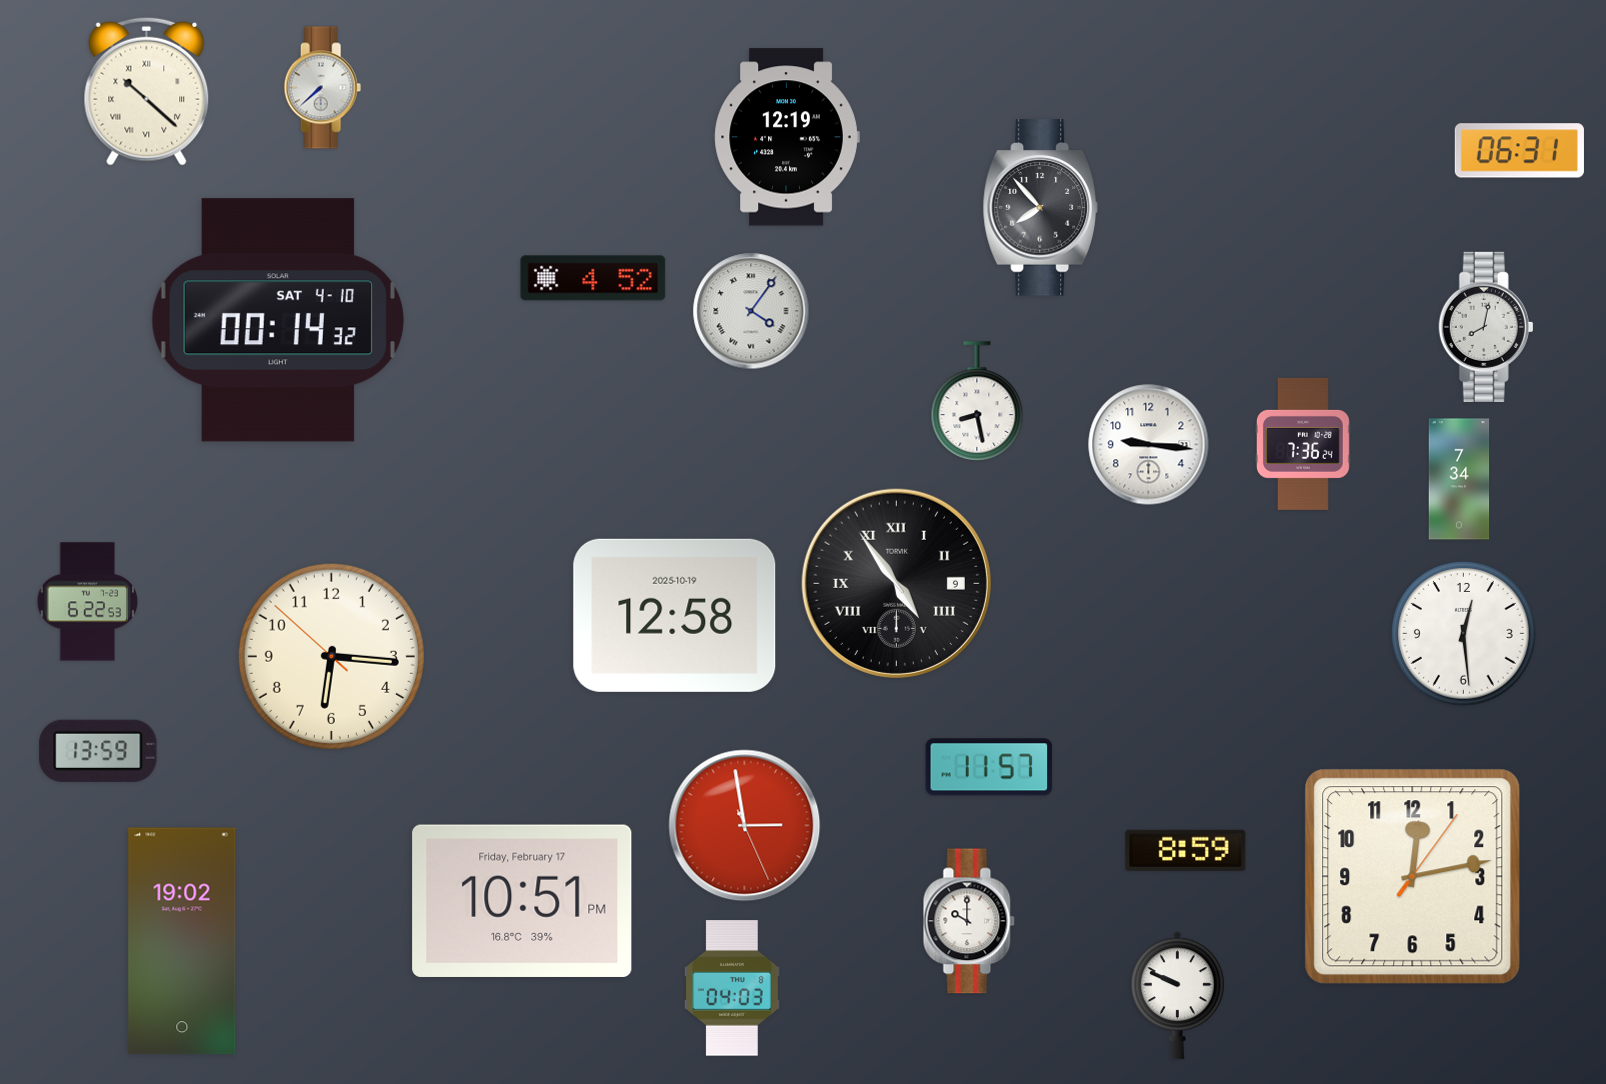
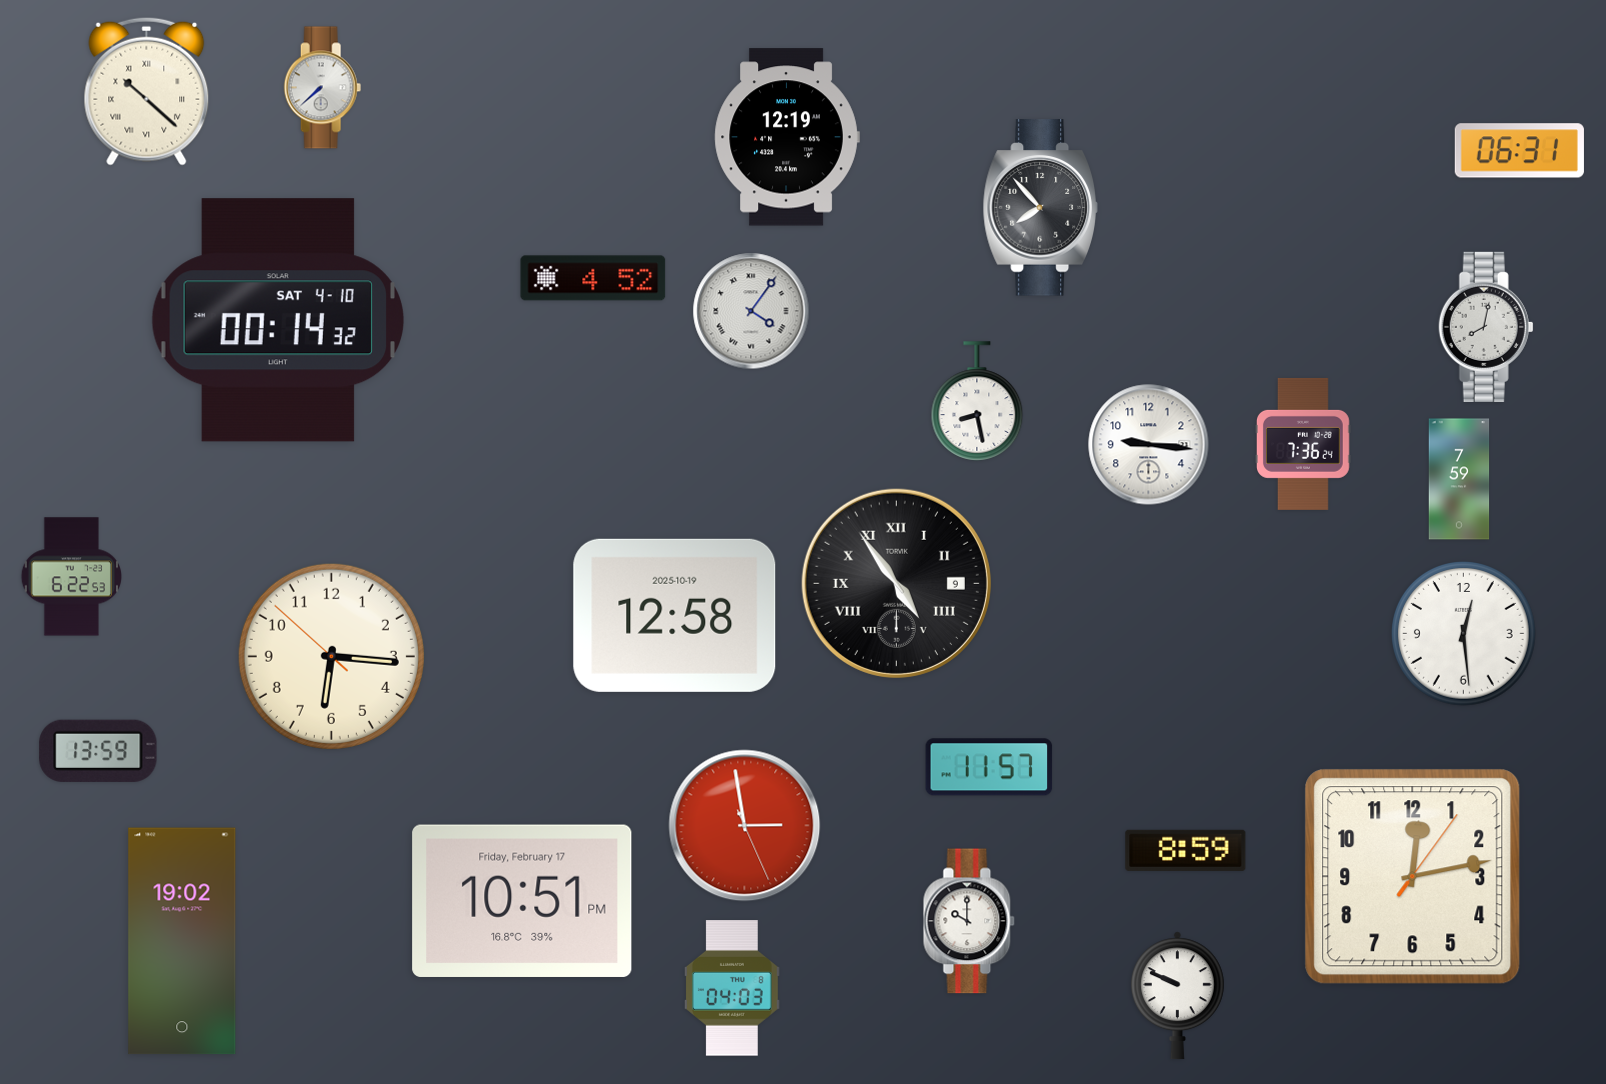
clock at (1459, 479): 7:34 -> 7:59
clock at (87, 602) position: (87, 602) -> (71, 577)
